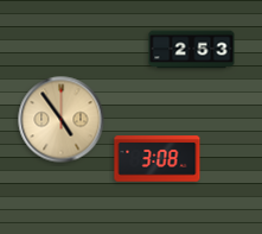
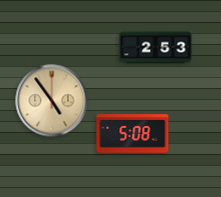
clock at (192, 50) position: (192, 50) -> (156, 48)
clock at (158, 159): 3:08 -> 5:08
